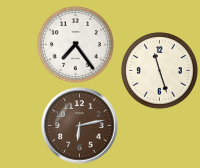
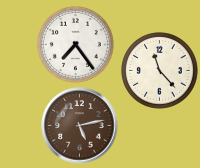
clock at (160, 71): 11:27 -> 11:23
clock at (80, 126): 6:13 -> 5:13
